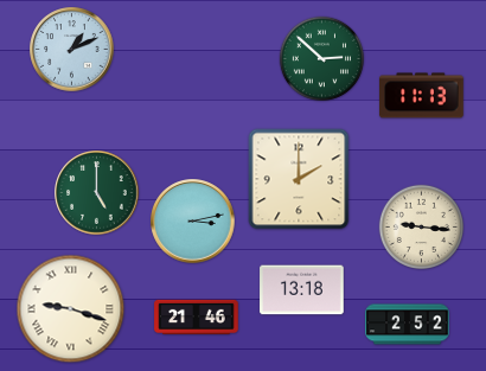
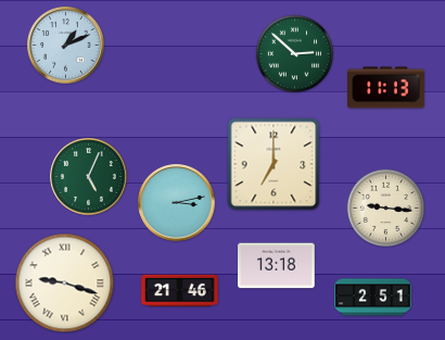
clock at (299, 179): 2:00 -> 7:00
clock at (97, 193): 5:00 -> 5:04
clock at (408, 325): 2:52 -> 2:51
